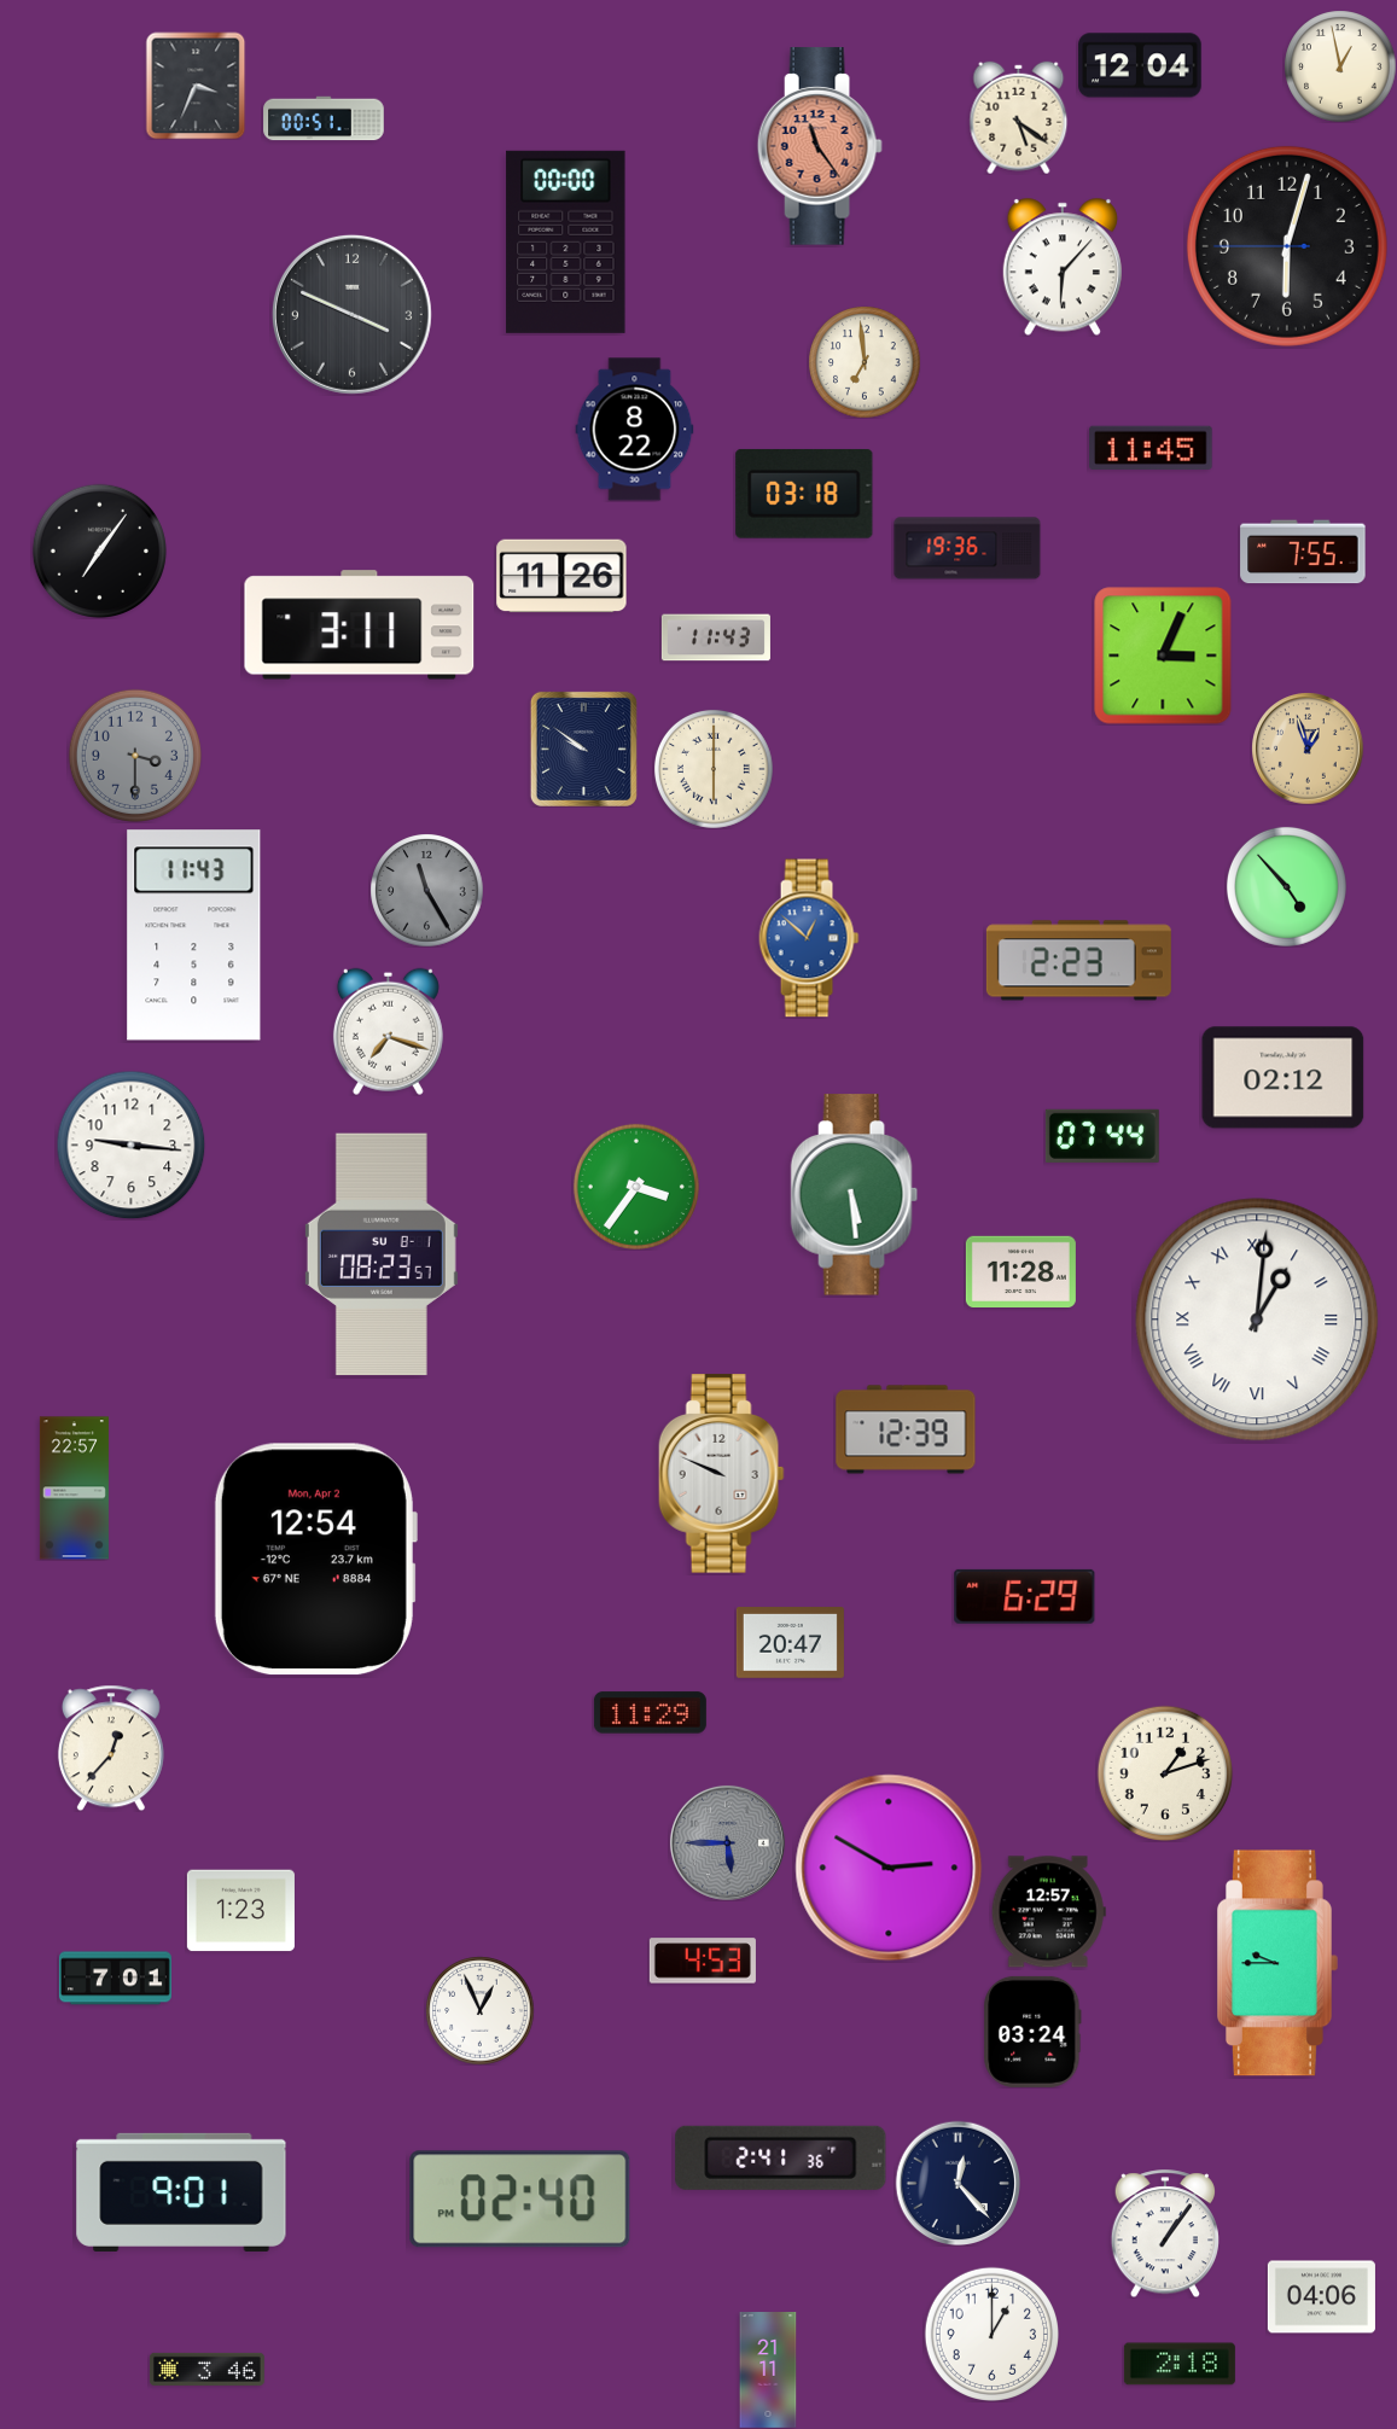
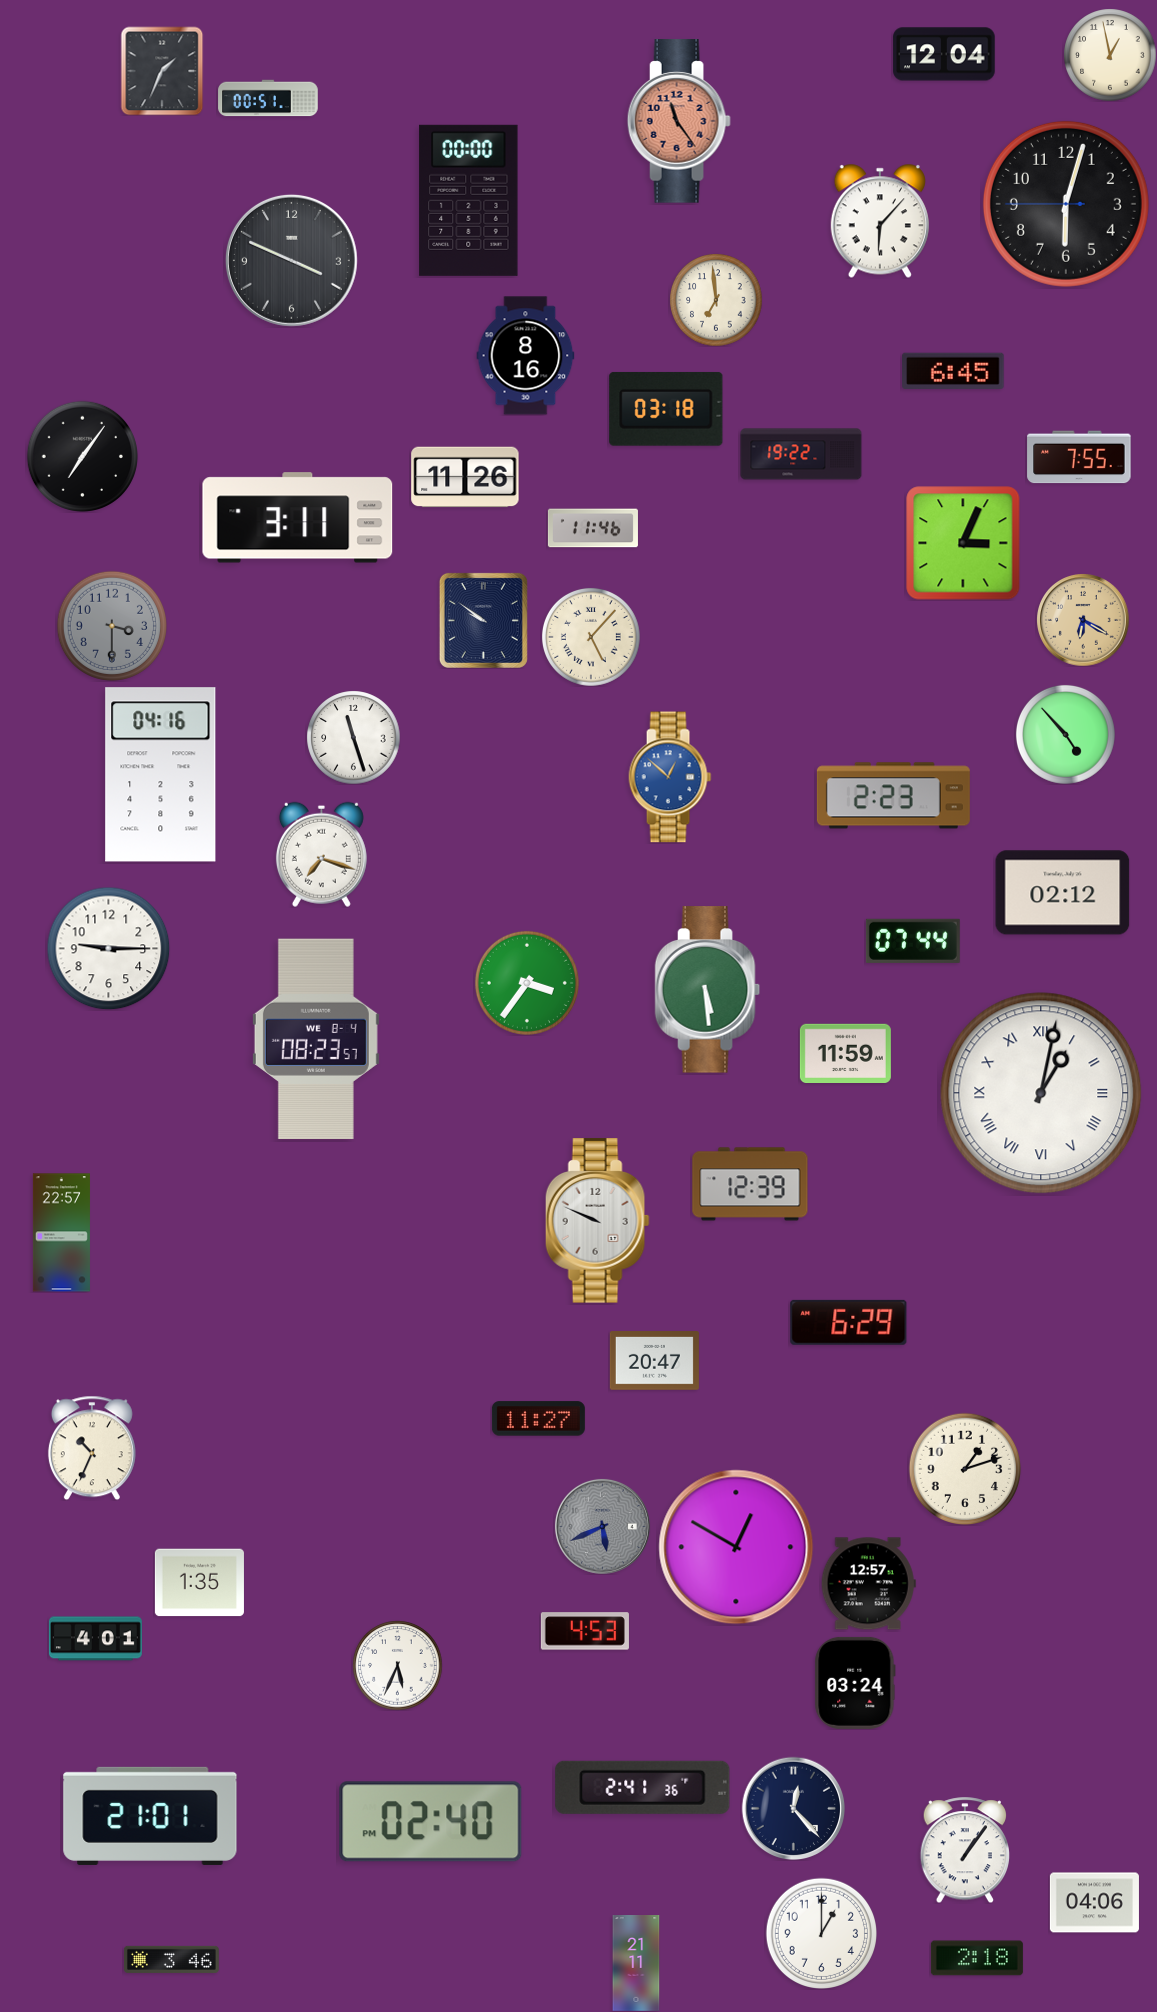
clock at (196, 86): 3:34 -> 1:34
clock at (1019, 117): 5:21 -> none
clock at (635, 430): 8:22 -> 8:16
clock at (1151, 447): 11:45 -> 6:45
clock at (967, 548): 19:36 -> 19:22
clock at (716, 637): 11:43 -> 11:46
clock at (1308, 748): 12:57 -> 6:20
clock at (714, 769): 6:00 -> 5:07
clock at (426, 890): 11:25 -> 11:27
clock at (426, 890) dial: grey -> white
clock at (194, 936): 11:43 -> 04:16
clock at (130, 1144): 9:16 -> 9:15
clock at (382, 1254) date: SU 8-1 -> WE 8-4
clock at (1020, 1271): 11:28 -> 11:59
clock at (1257, 1320): 1:01 -> 1:02
clock at (315, 1560): 12:54 -> none
clock at (650, 1713): 11:29 -> 11:27
clock at (111, 1748): 12:37 -> 10:34
clock at (727, 1842): 5:45 -> 5:41
clock at (889, 1868): 2:50 -> 12:50
clock at (240, 1911): 1:23 -> 1:35
clock at (703, 1961) position: (703, 1961) -> (585, 1631)
clock at (1279, 1963): 9:45 -> none
clock at (115, 1979): 7:01 -> 4:01
clock at (479, 2010): 12:56 -> 5:34
clock at (781, 2157) position: (781, 2157) -> (643, 1787)
clock at (181, 2192): 9:01 -> 21:01
clock at (206, 2369) position: (206, 2369) -> (171, 1959)
